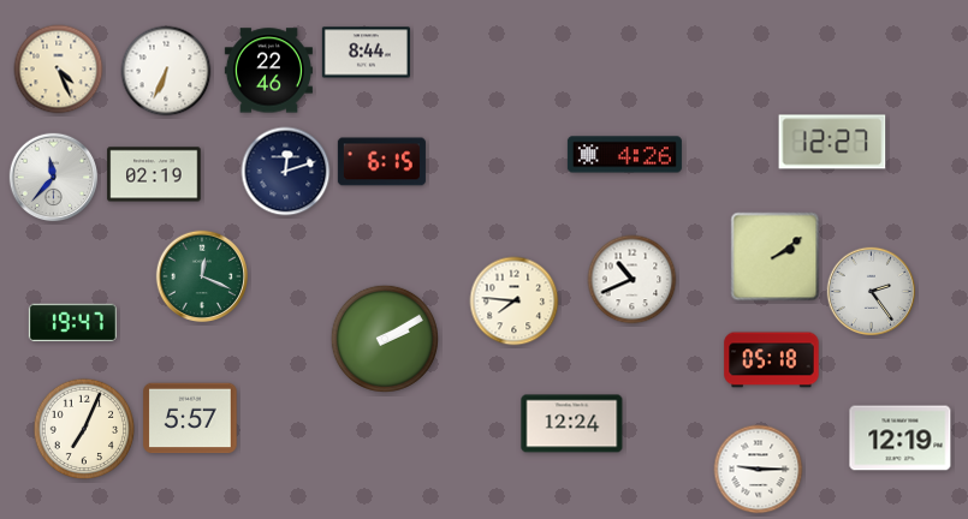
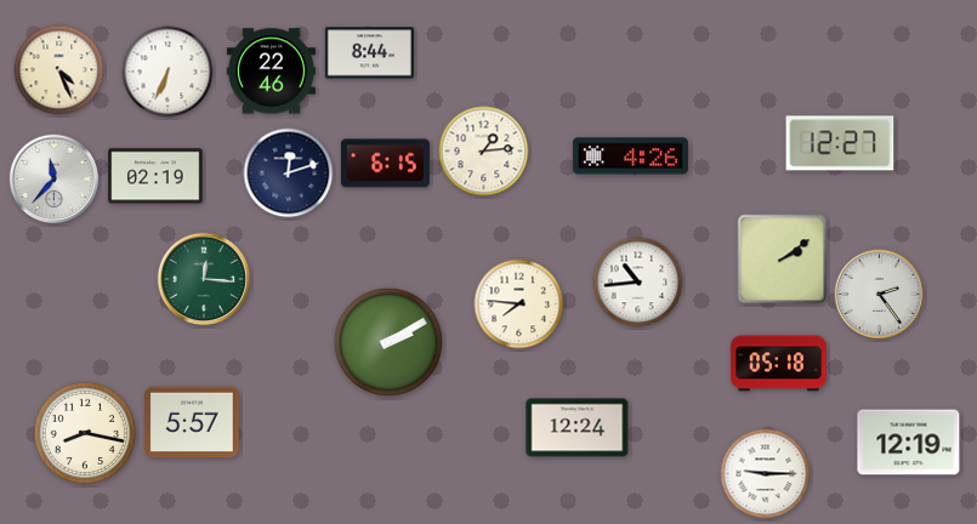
clock at (484, 152): none -> 1:14
clock at (202, 276): 12:19 -> 12:16
clock at (633, 280): 10:41 -> 10:44
clock at (72, 323): 19:47 -> none
clock at (84, 429): 7:04 -> 8:17
